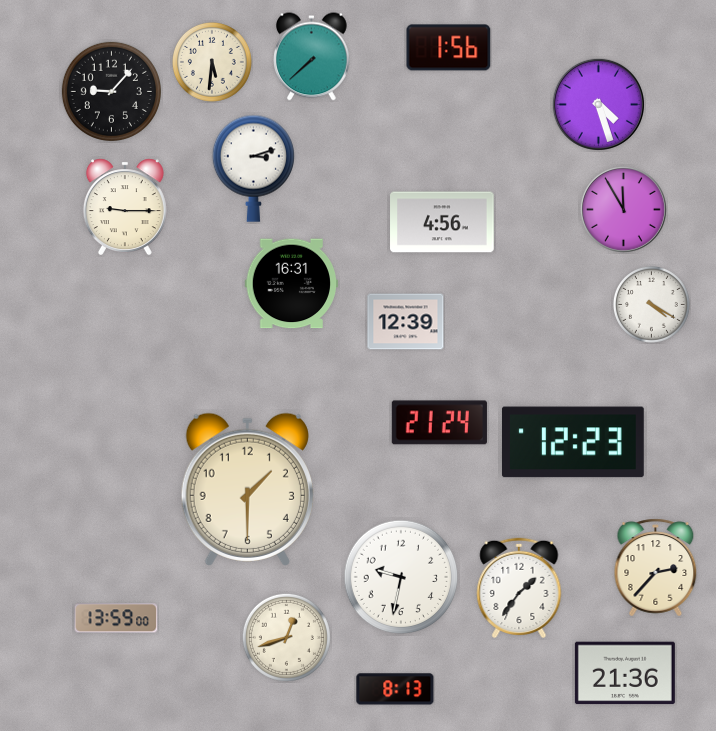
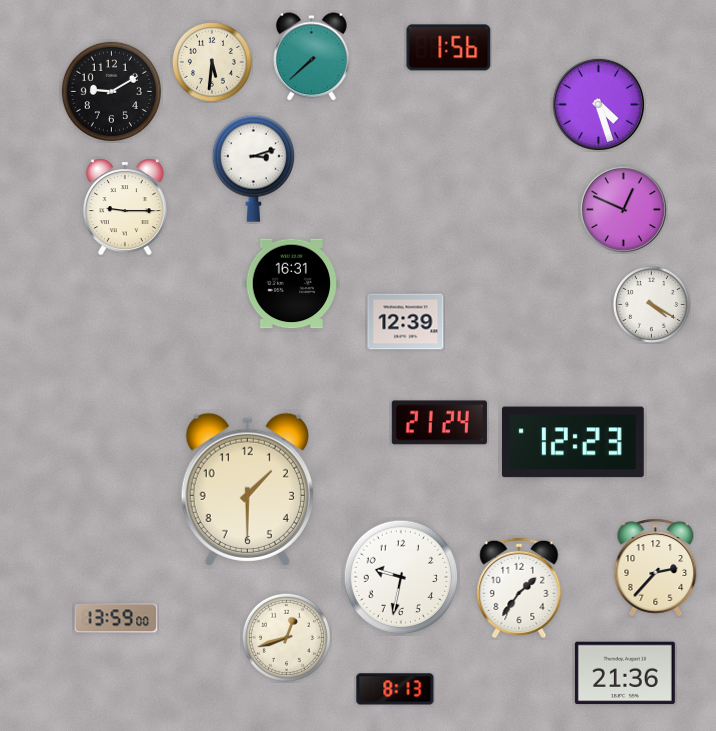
clock at (111, 91): 9:07 -> 9:10
clock at (623, 209): 11:55 -> 12:49
clock at (442, 222): 4:56 -> none
